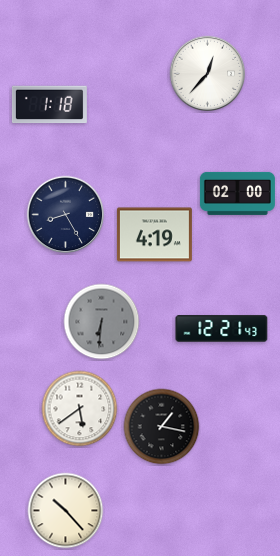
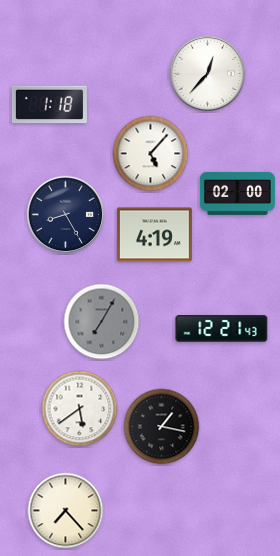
clock at (151, 154): none -> 5:07
clock at (102, 322): 6:31 -> 7:05
clock at (66, 511): 10:23 -> 7:23
